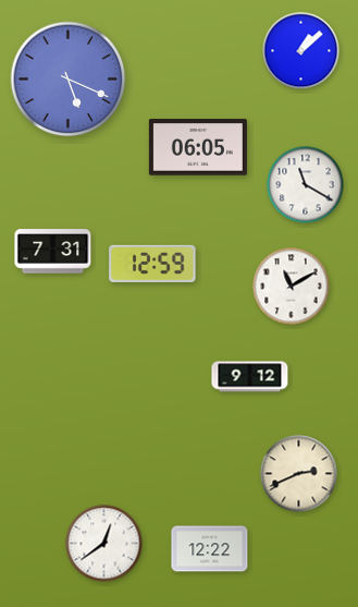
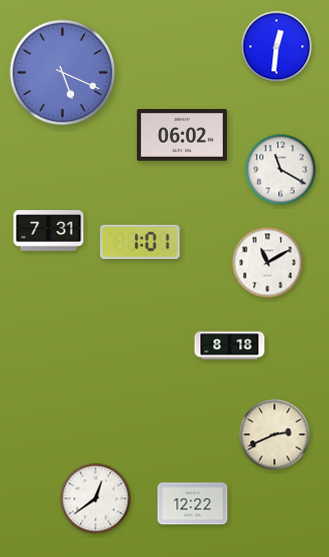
clock at (301, 51): 1:08 -> 12:31
clock at (198, 147): 06:05 -> 06:02
clock at (152, 264): 12:59 -> 1:01
clock at (250, 377): 9:12 -> 8:18
